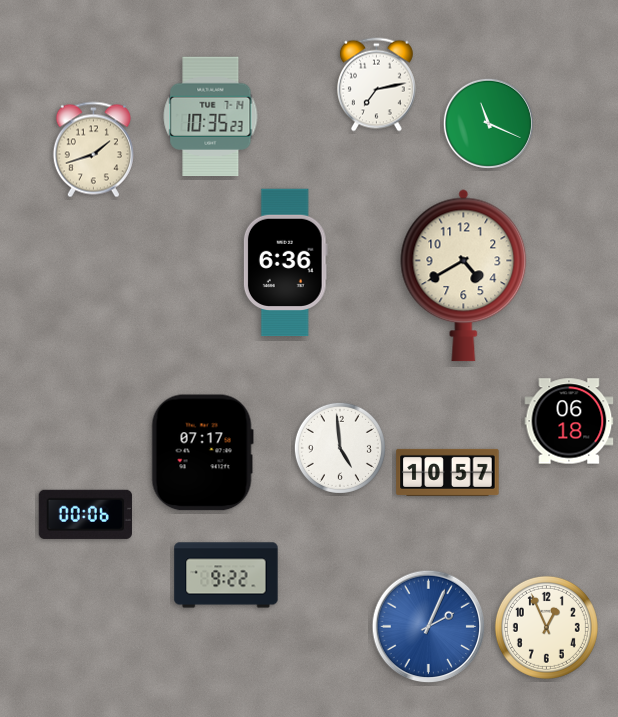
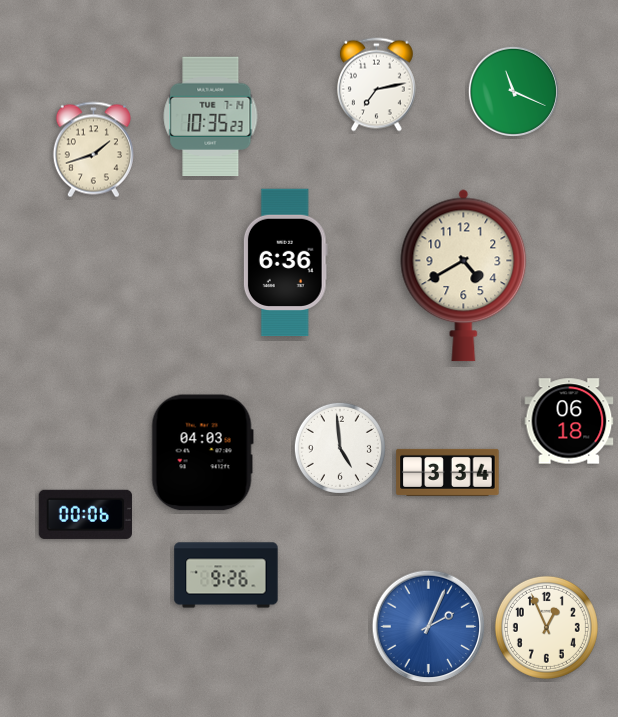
clock at (488, 123) position: (488, 123) -> (513, 91)
clock at (202, 453): 07:17 -> 04:03
clock at (448, 472): 10:57 -> 3:34
clock at (226, 575): 9:22 -> 9:26
